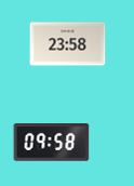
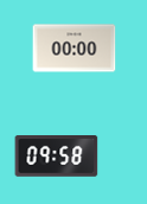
clock at (68, 44): 23:58 -> 00:00
